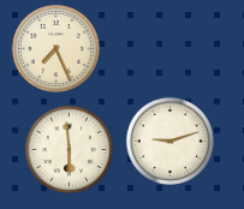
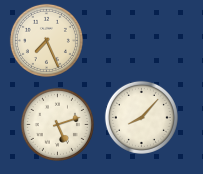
clock at (169, 141): 9:12 -> 8:07
clock at (69, 149): 5:59 -> 5:12
